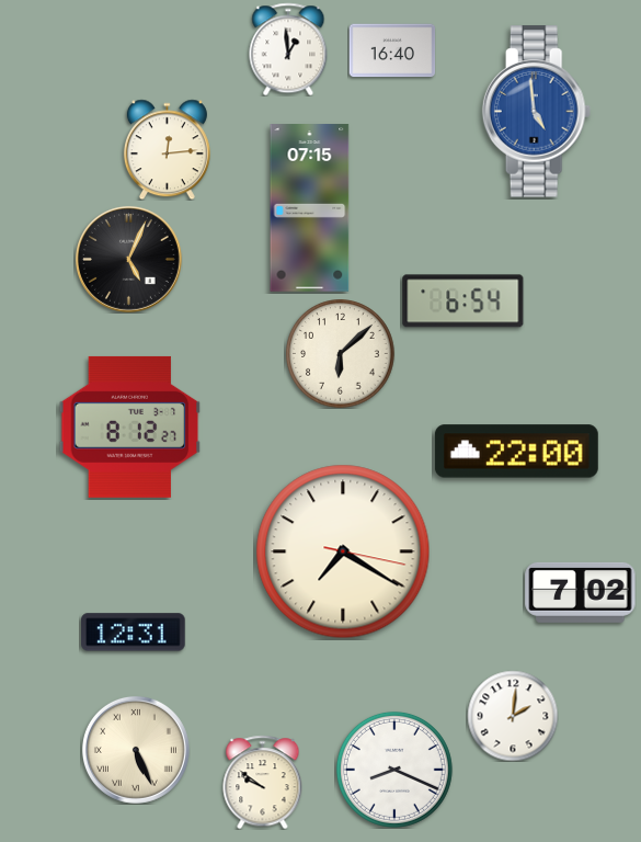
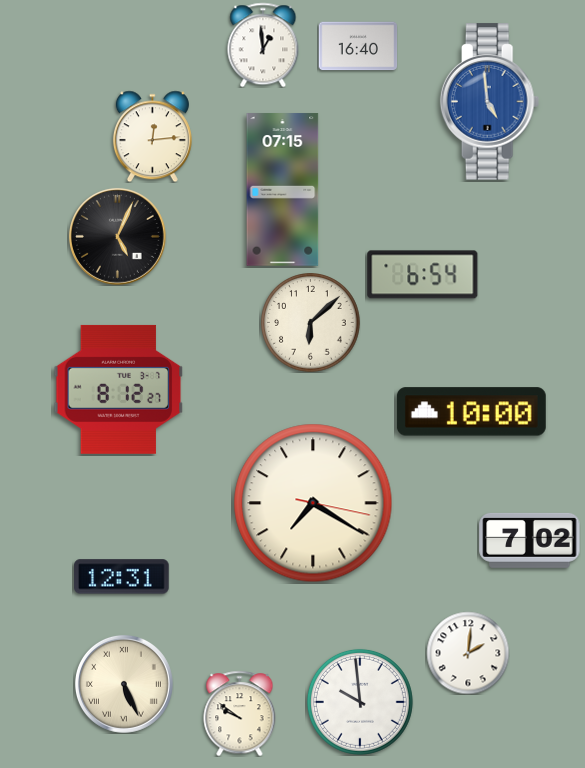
clock at (516, 452): 22:00 -> 10:00
clock at (394, 770): 8:19 -> 9:59
